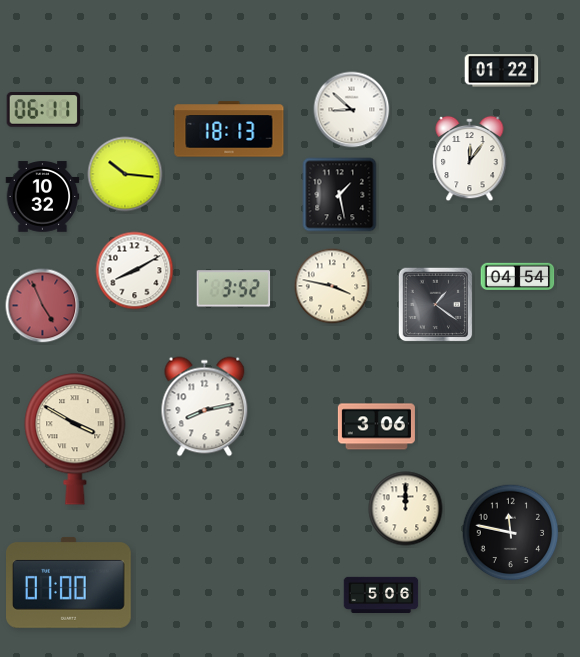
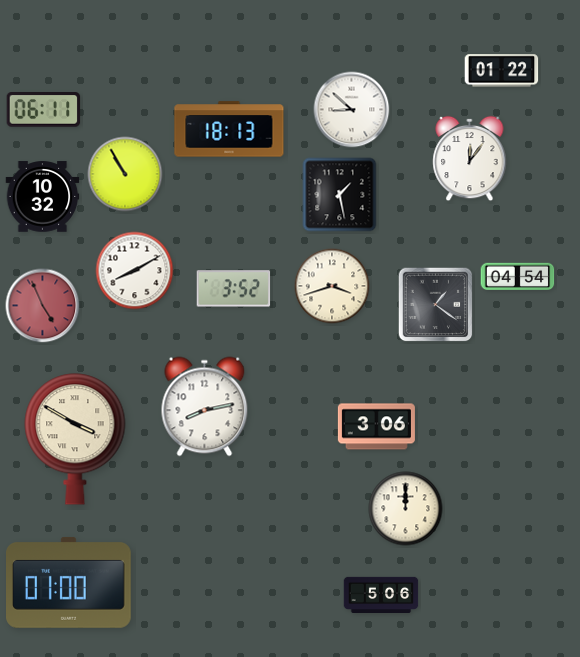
clock at (125, 174): 10:16 -> 10:55
clock at (332, 286): 3:47 -> 3:42
clock at (511, 533): 11:47 -> none
